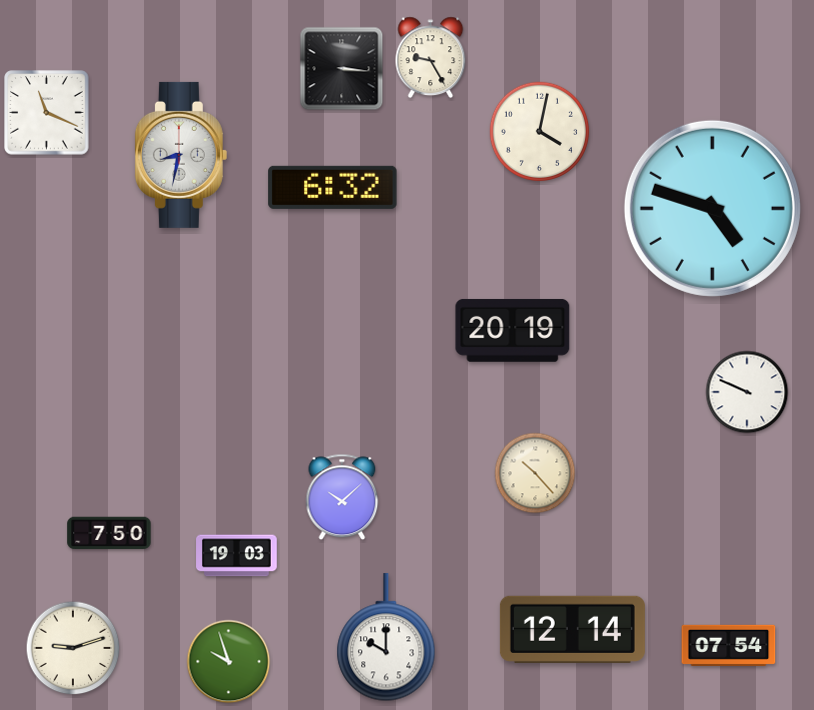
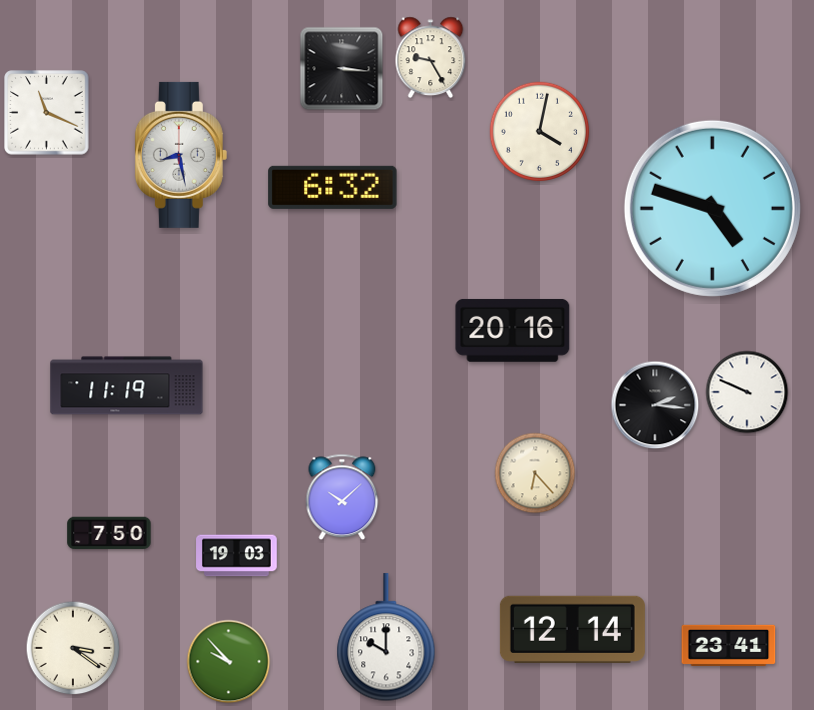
clock at (181, 155): 8:32 -> 8:28
clock at (513, 330): 20:19 -> 20:16
clock at (127, 386): none -> 11:19
clock at (655, 405): none -> 2:16
clock at (535, 473): 10:23 -> 6:23
clock at (729, 645): 07:54 -> 23:41
clock at (73, 648): 9:12 -> 3:21
clock at (229, 662): 9:57 -> 9:53
